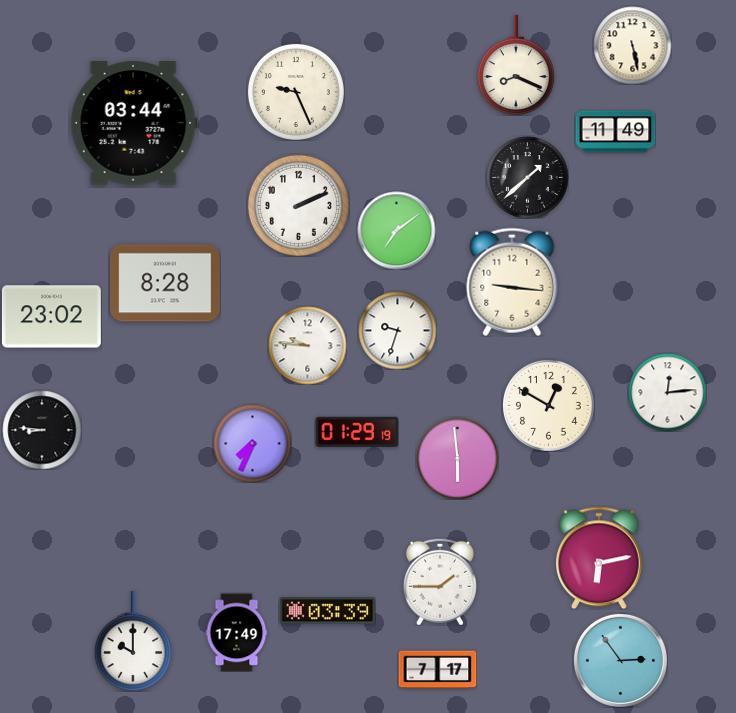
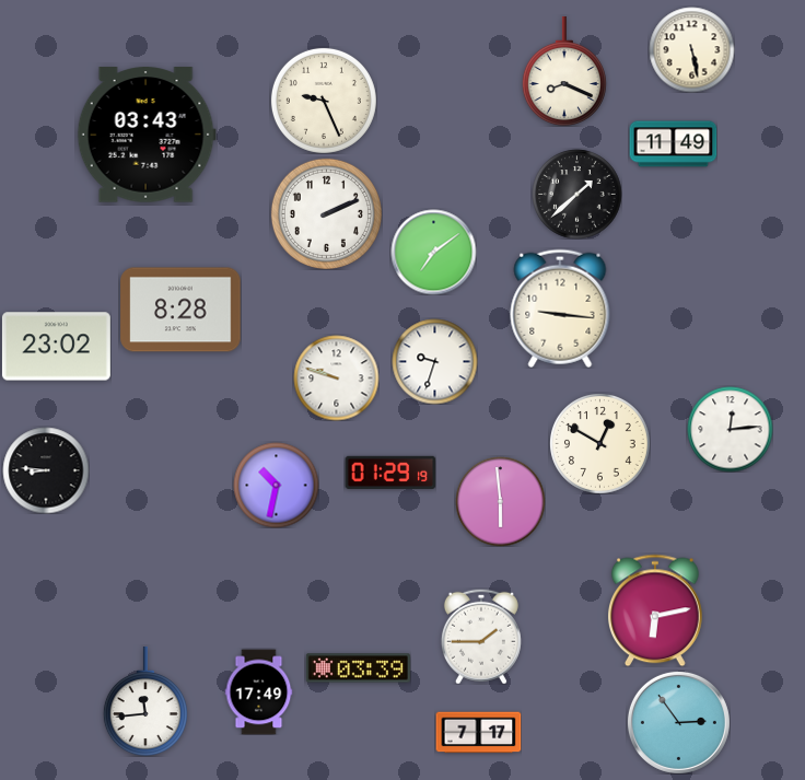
clock at (134, 123): 03:44 -> 03:43
clock at (298, 205) position: (298, 205) -> (326, 213)
clock at (307, 345): 9:46 -> 9:48
clock at (252, 443): 7:34 -> 10:32
clock at (133, 641): 10:00 -> 11:44
